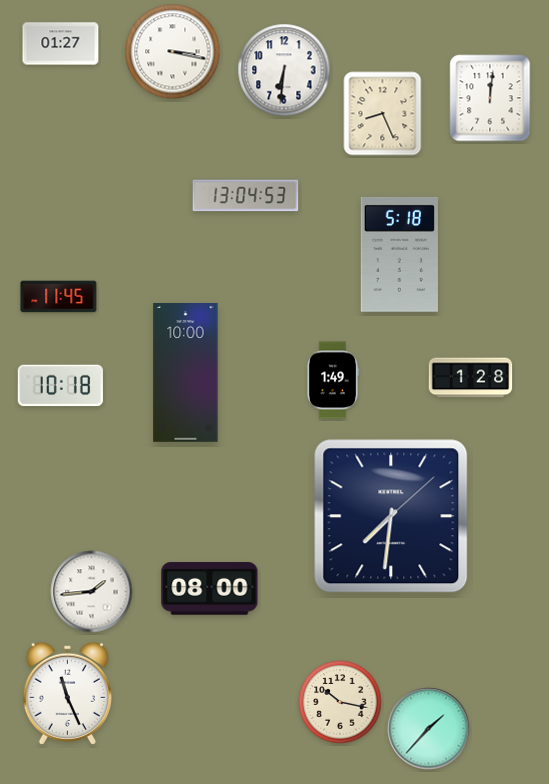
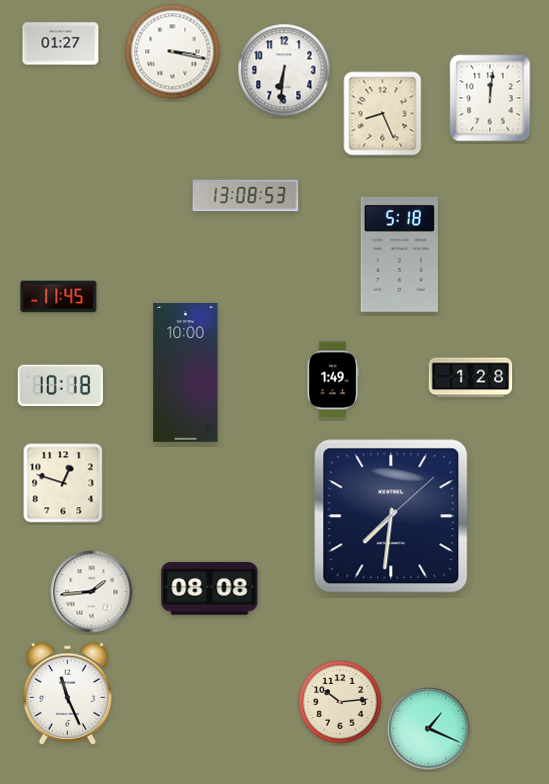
clock at (246, 196): 13:04 -> 13:08
clock at (63, 483): none -> 12:48
clock at (210, 589): 08:00 -> 08:08
clock at (340, 702): 10:17 -> 10:14
clock at (429, 729): 1:37 -> 1:19
